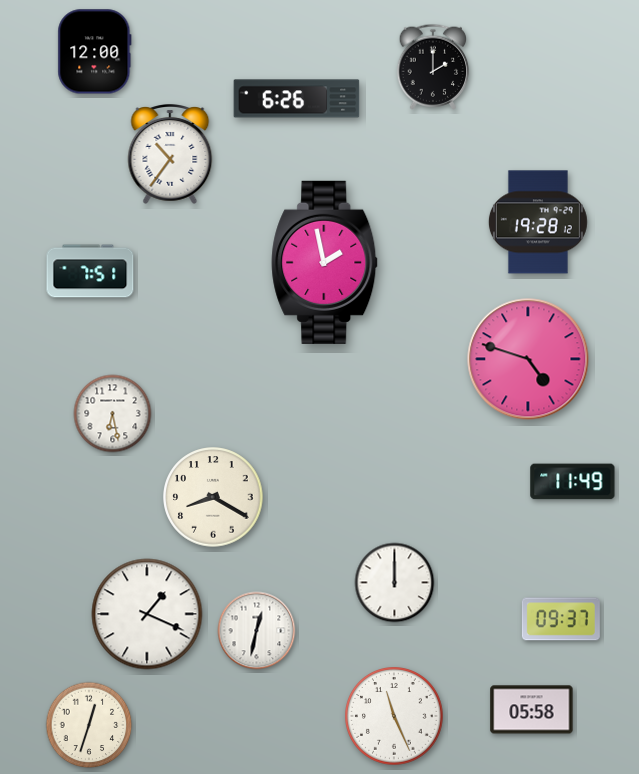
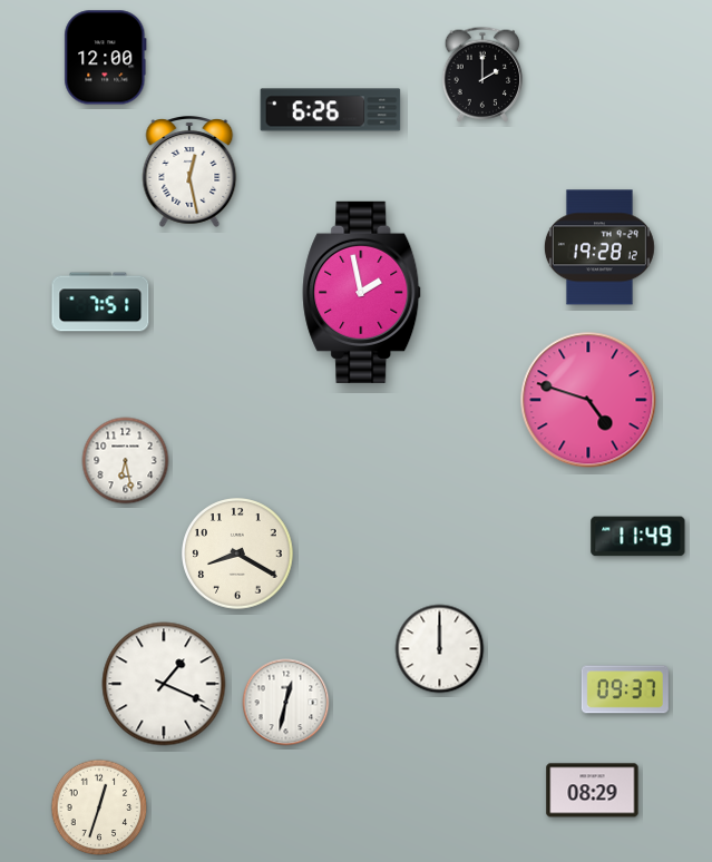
clock at (170, 155): 10:36 -> 12:28
clock at (532, 710): 05:58 -> 08:29
clock at (395, 717): 11:26 -> none
